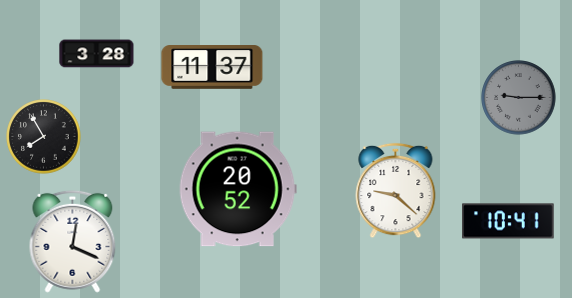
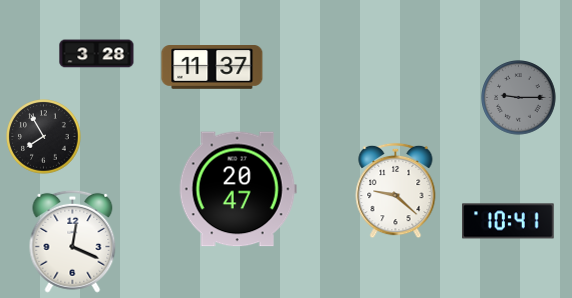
clock at (238, 189): 20:52 -> 20:47
